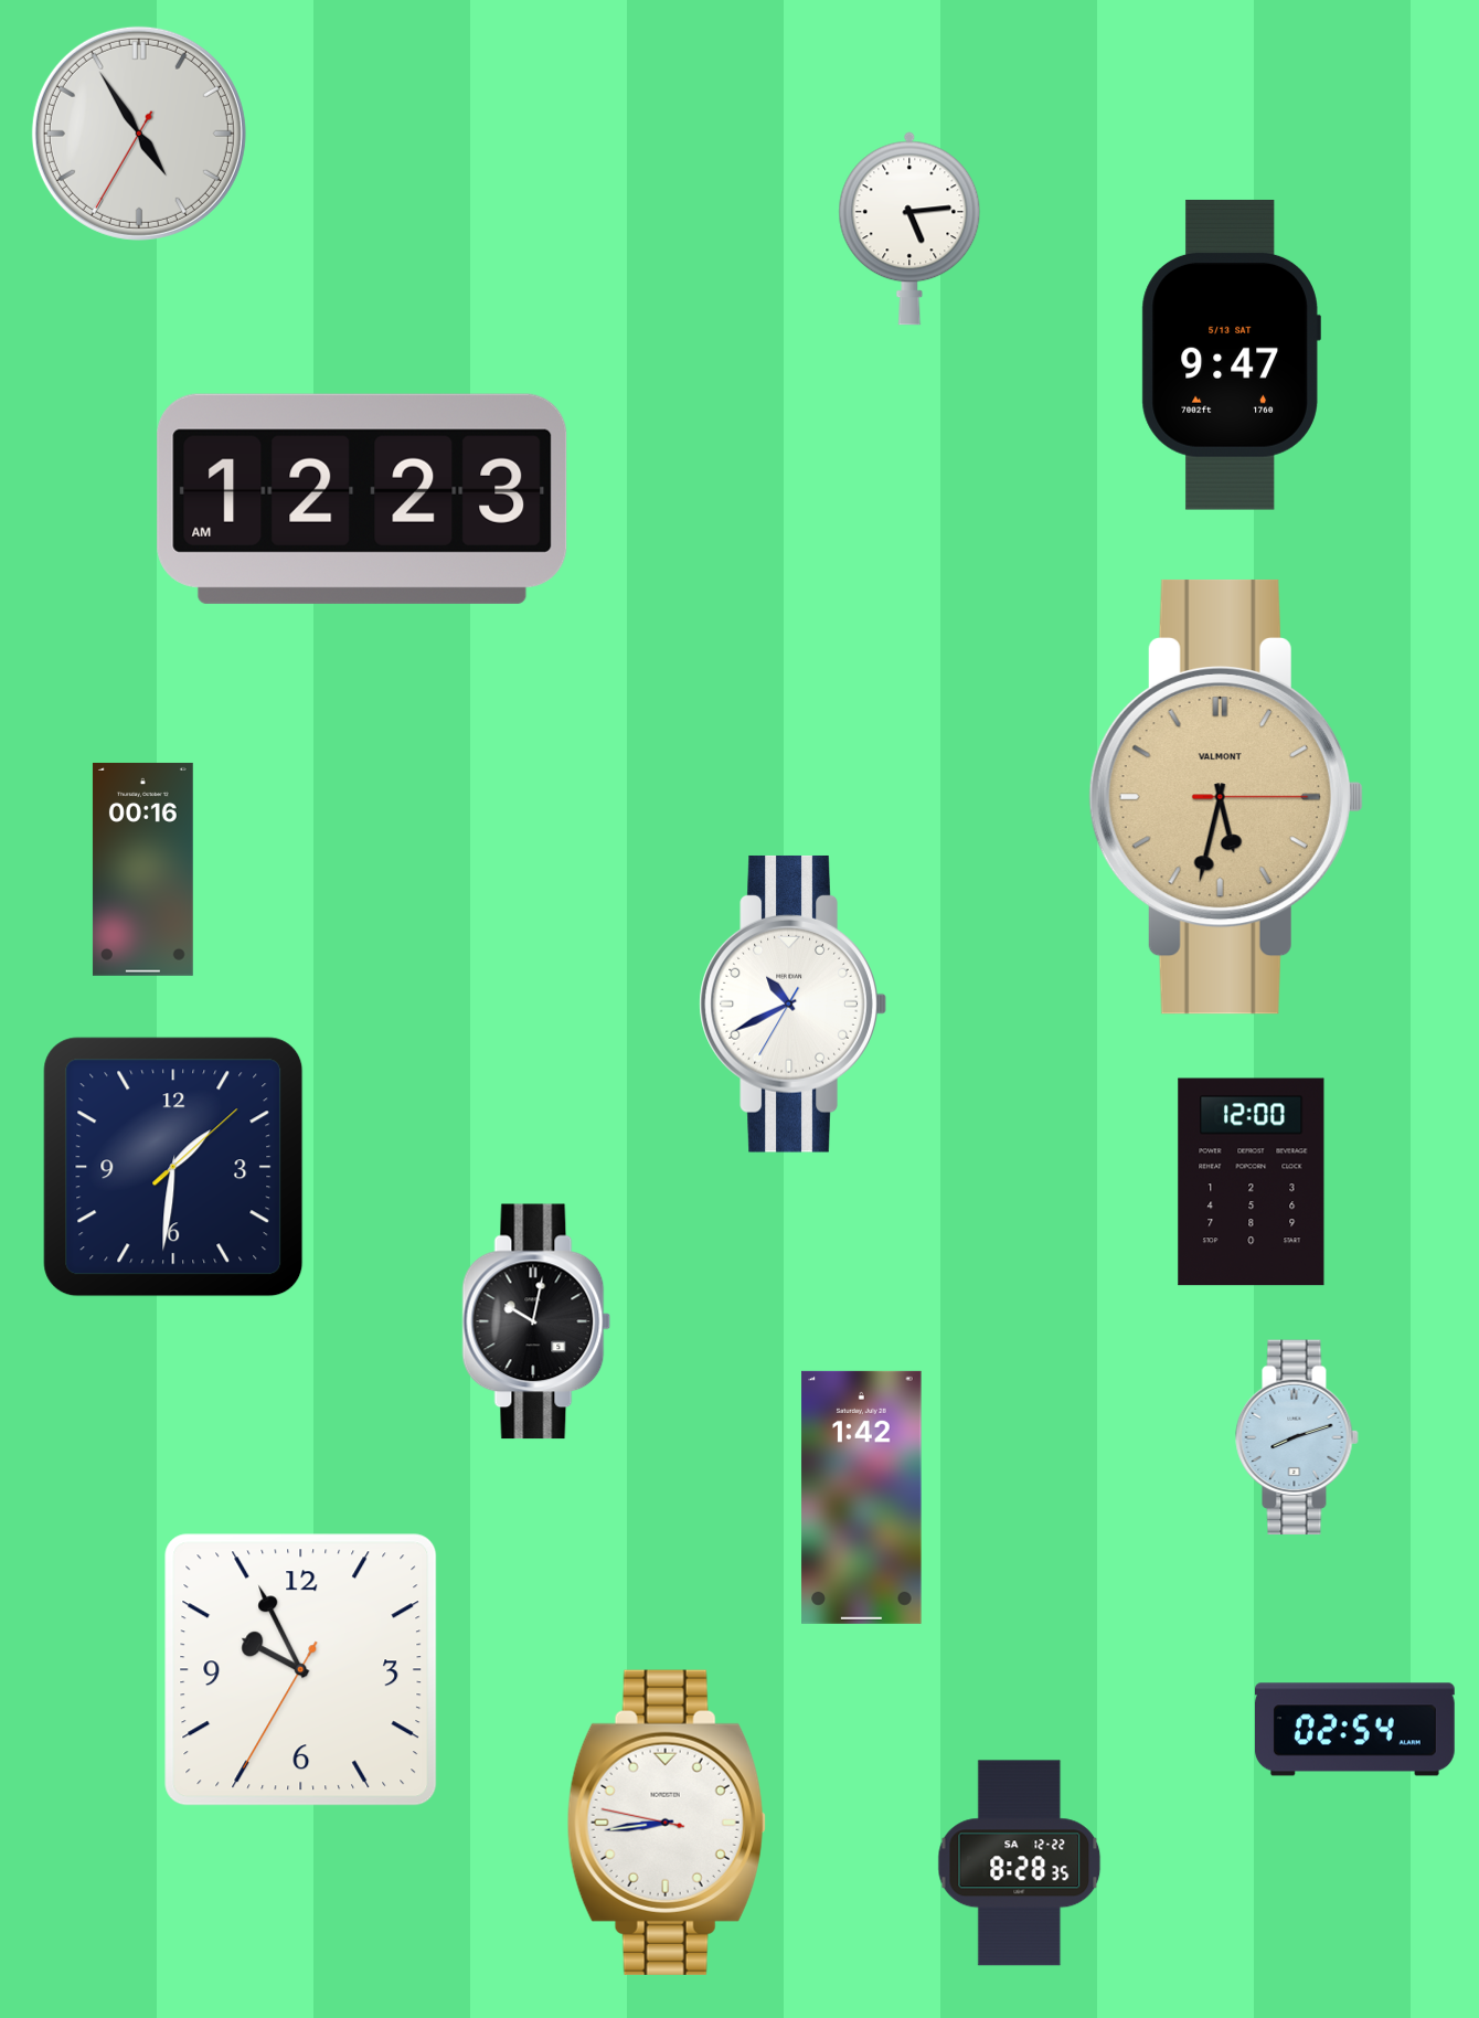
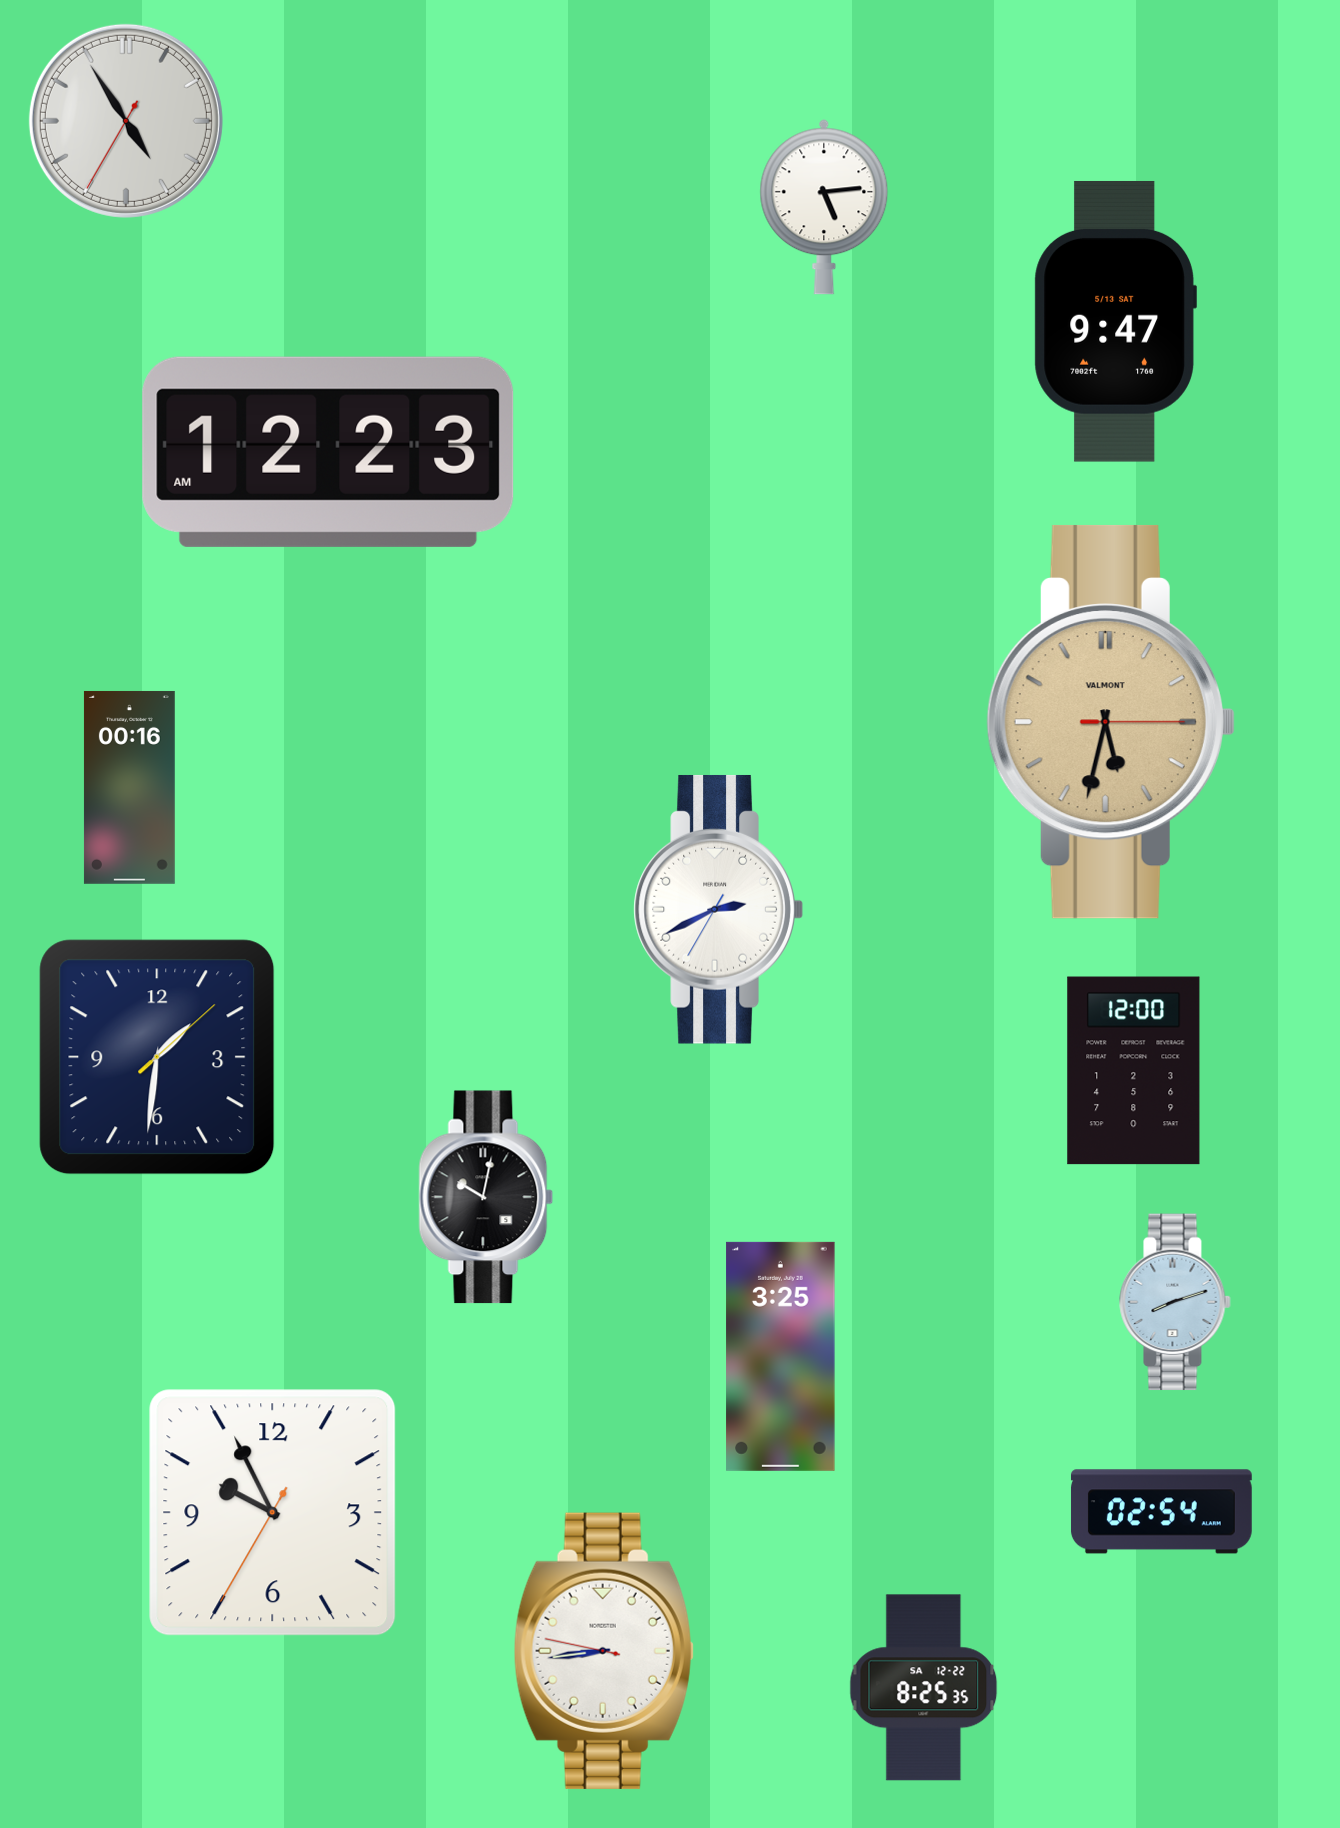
clock at (792, 1003): 10:40 -> 2:40
clock at (862, 1497): 1:42 -> 3:25
clock at (1354, 1730) position: (1354, 1730) -> (1161, 1512)
clock at (1020, 1863): 8:28 -> 8:25
